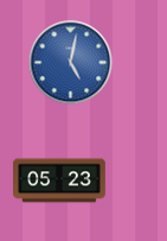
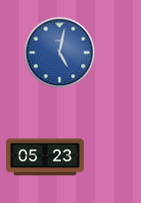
clock at (60, 180) position: (60, 180) -> (46, 157)
